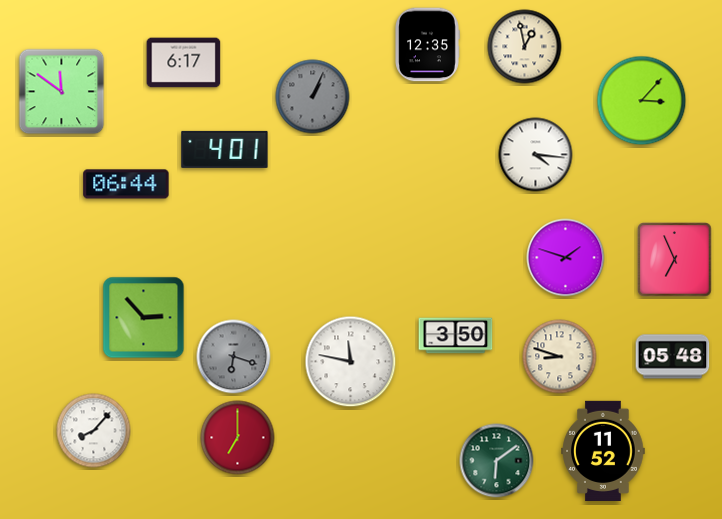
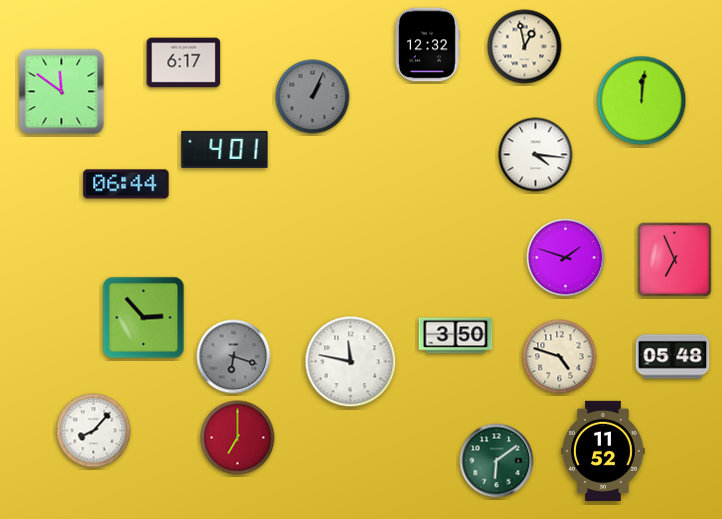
clock at (427, 45): 12:35 -> 12:32
clock at (642, 101): 3:07 -> 12:01
clock at (560, 357): 8:48 -> 4:48
